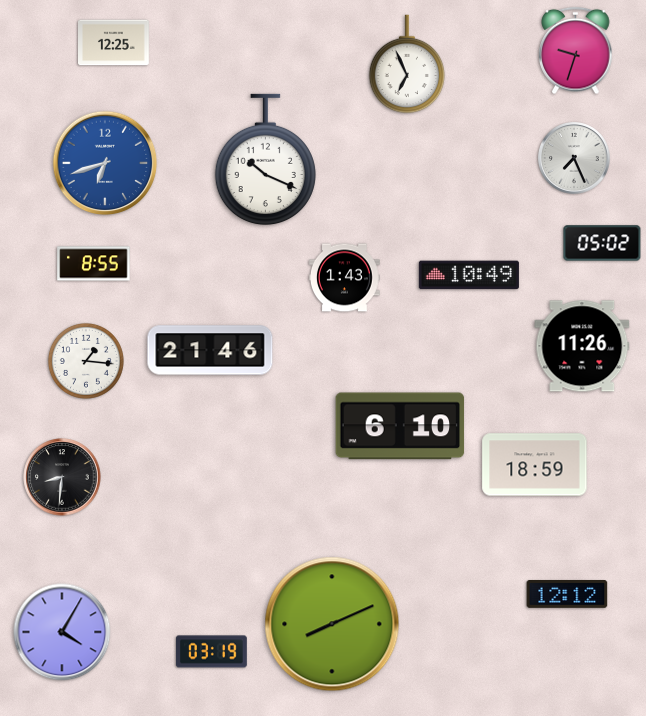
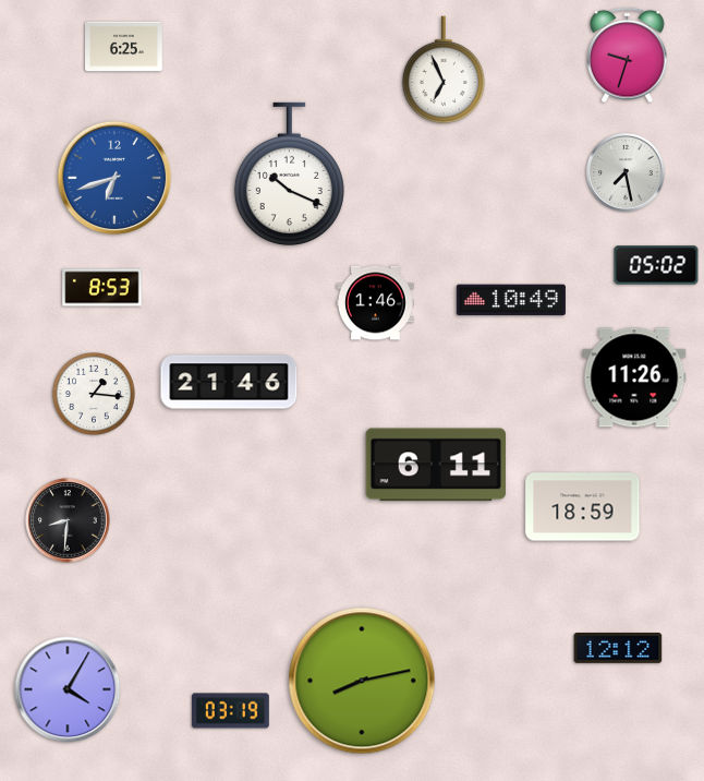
clock at (114, 43): 12:25 -> 6:25
clock at (574, 159): 7:26 -> 7:28
clock at (94, 264): 8:55 -> 8:53
clock at (345, 278): 1:43 -> 1:46
clock at (400, 426): 6:10 -> 6:11
clock at (332, 624): 8:11 -> 8:13
